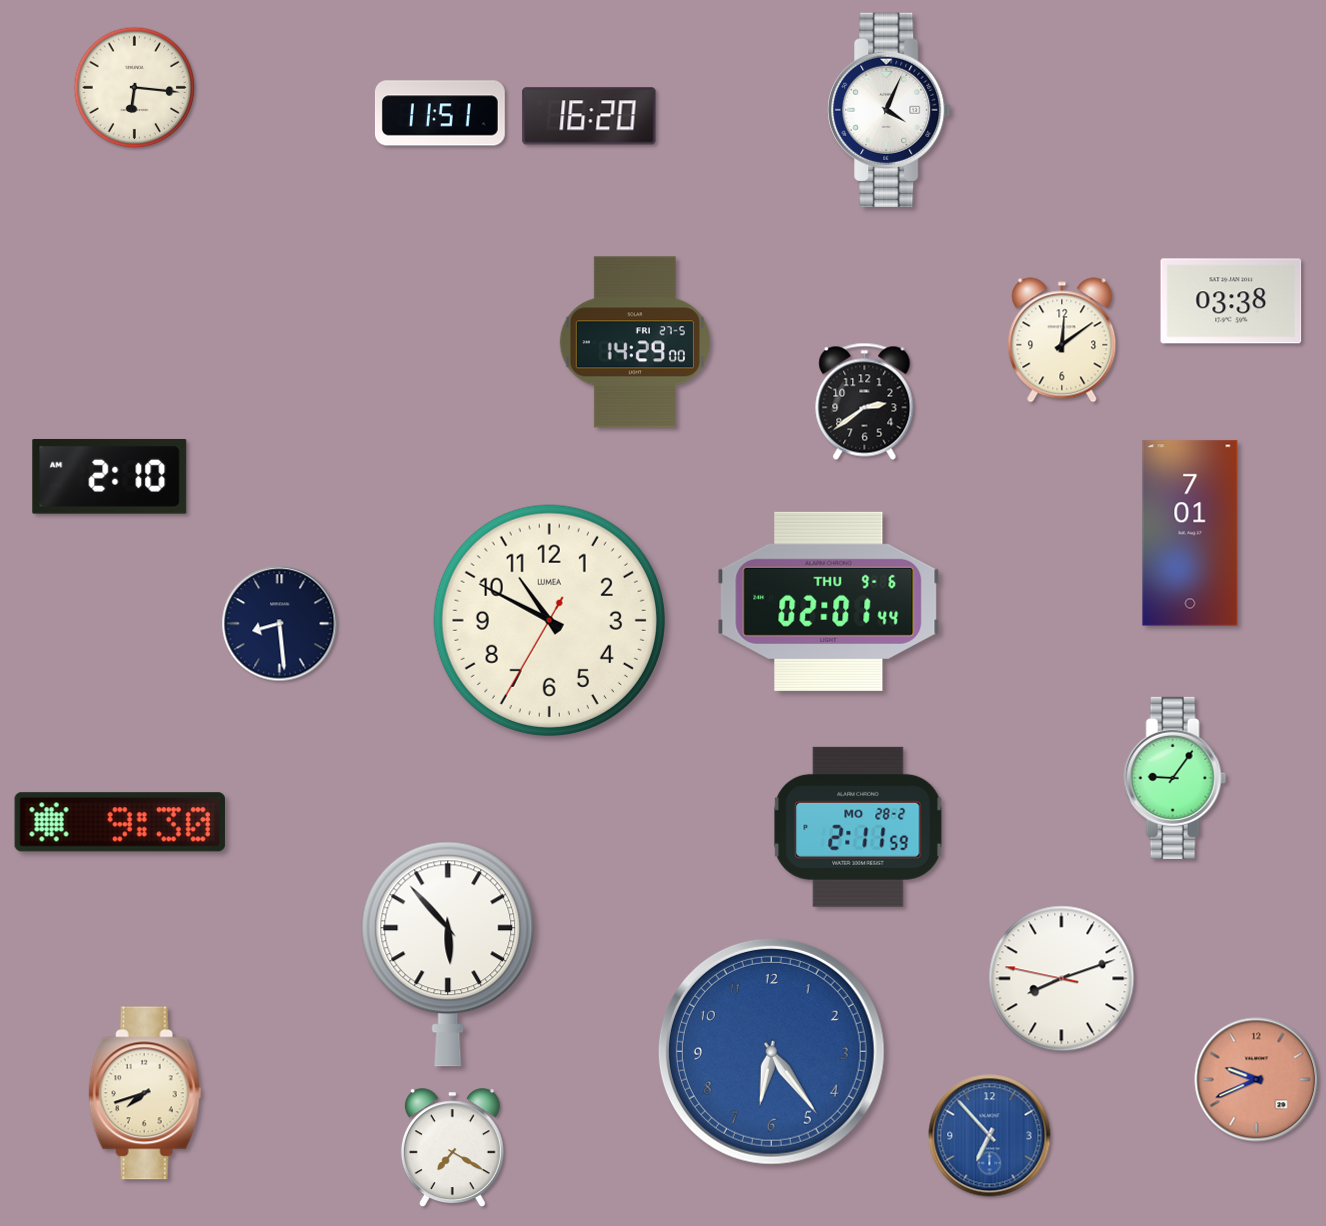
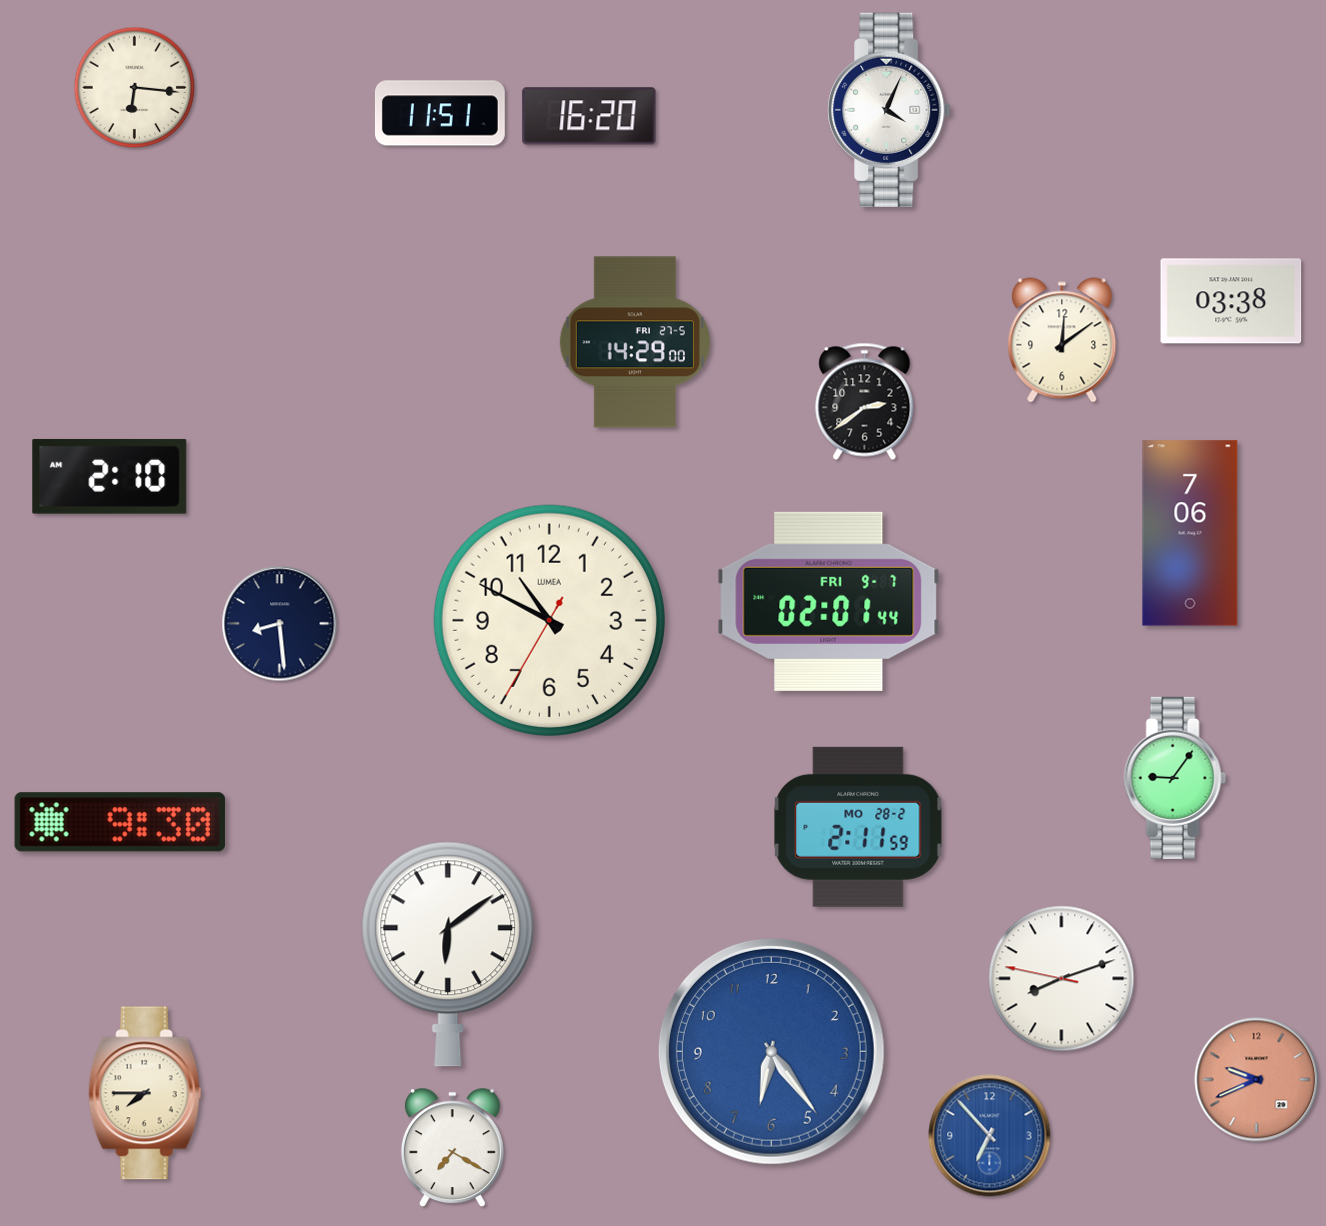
clock at (1190, 533): 7:01 -> 7:06
clock at (829, 601) date: THU 9-6 -> FRI 9-7
clock at (448, 954): 5:53 -> 6:09
clock at (145, 1093): 7:42 -> 7:45
